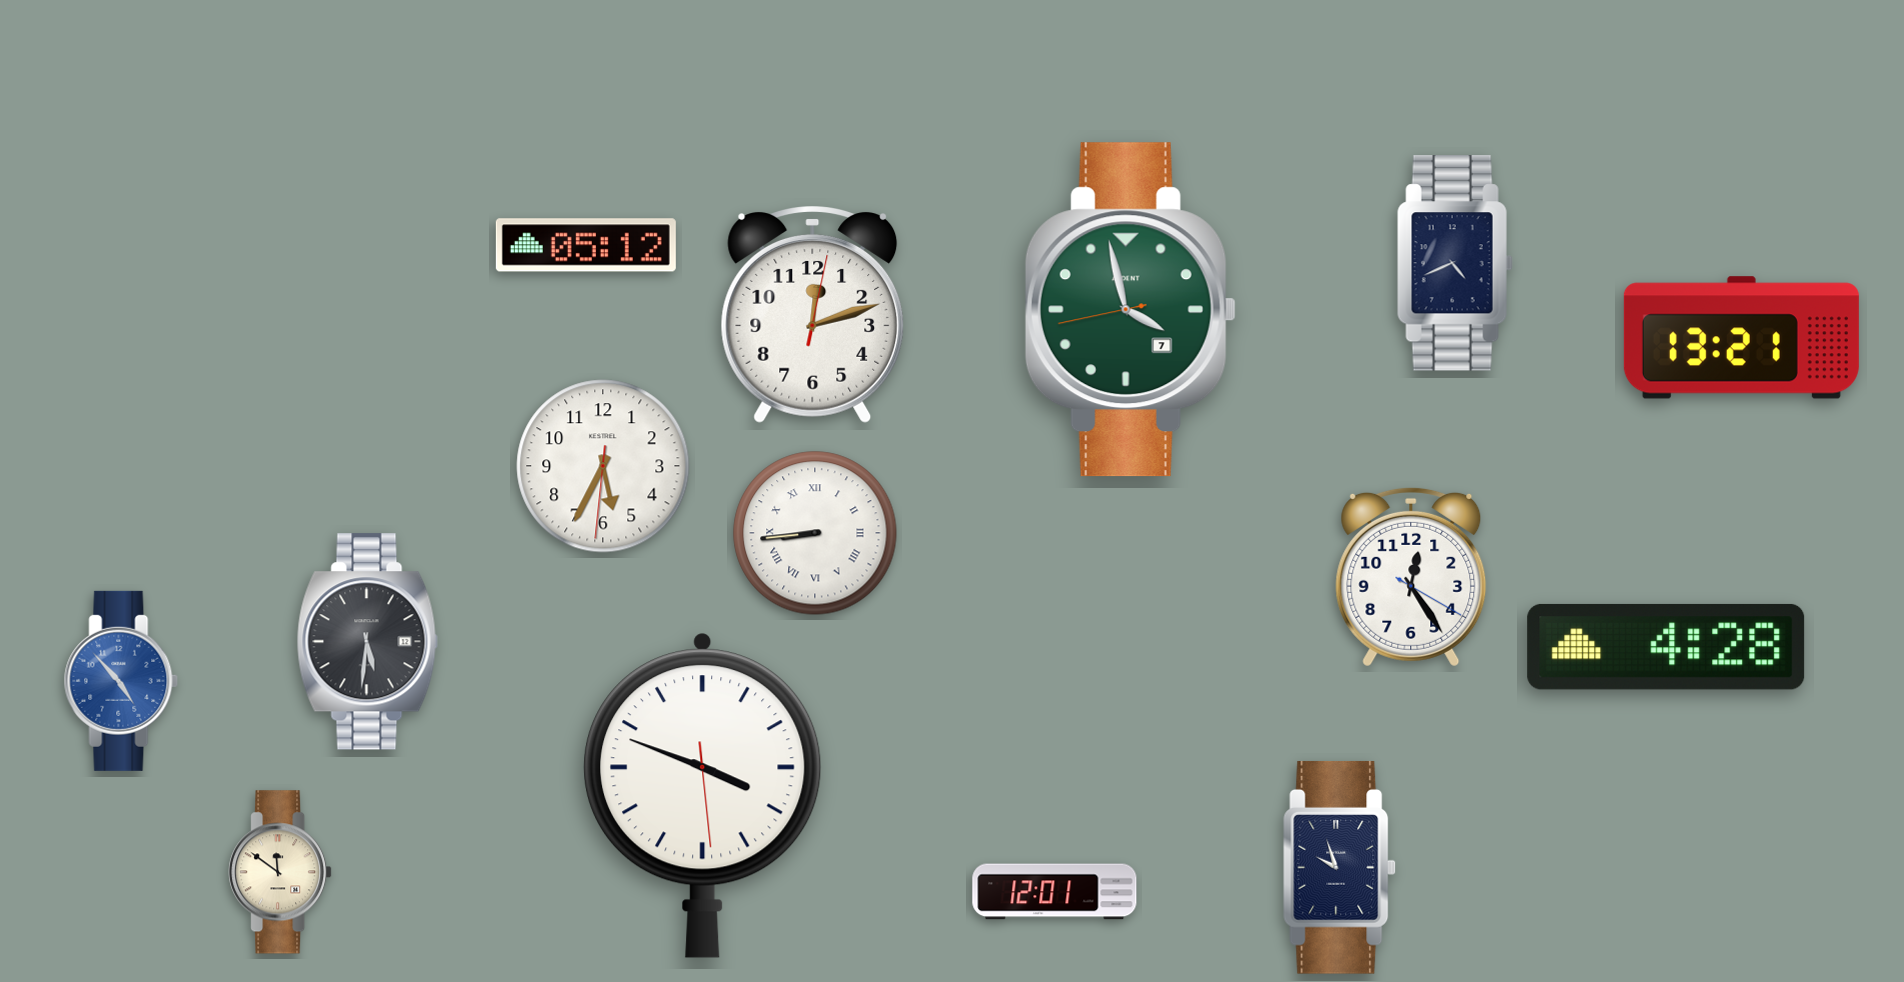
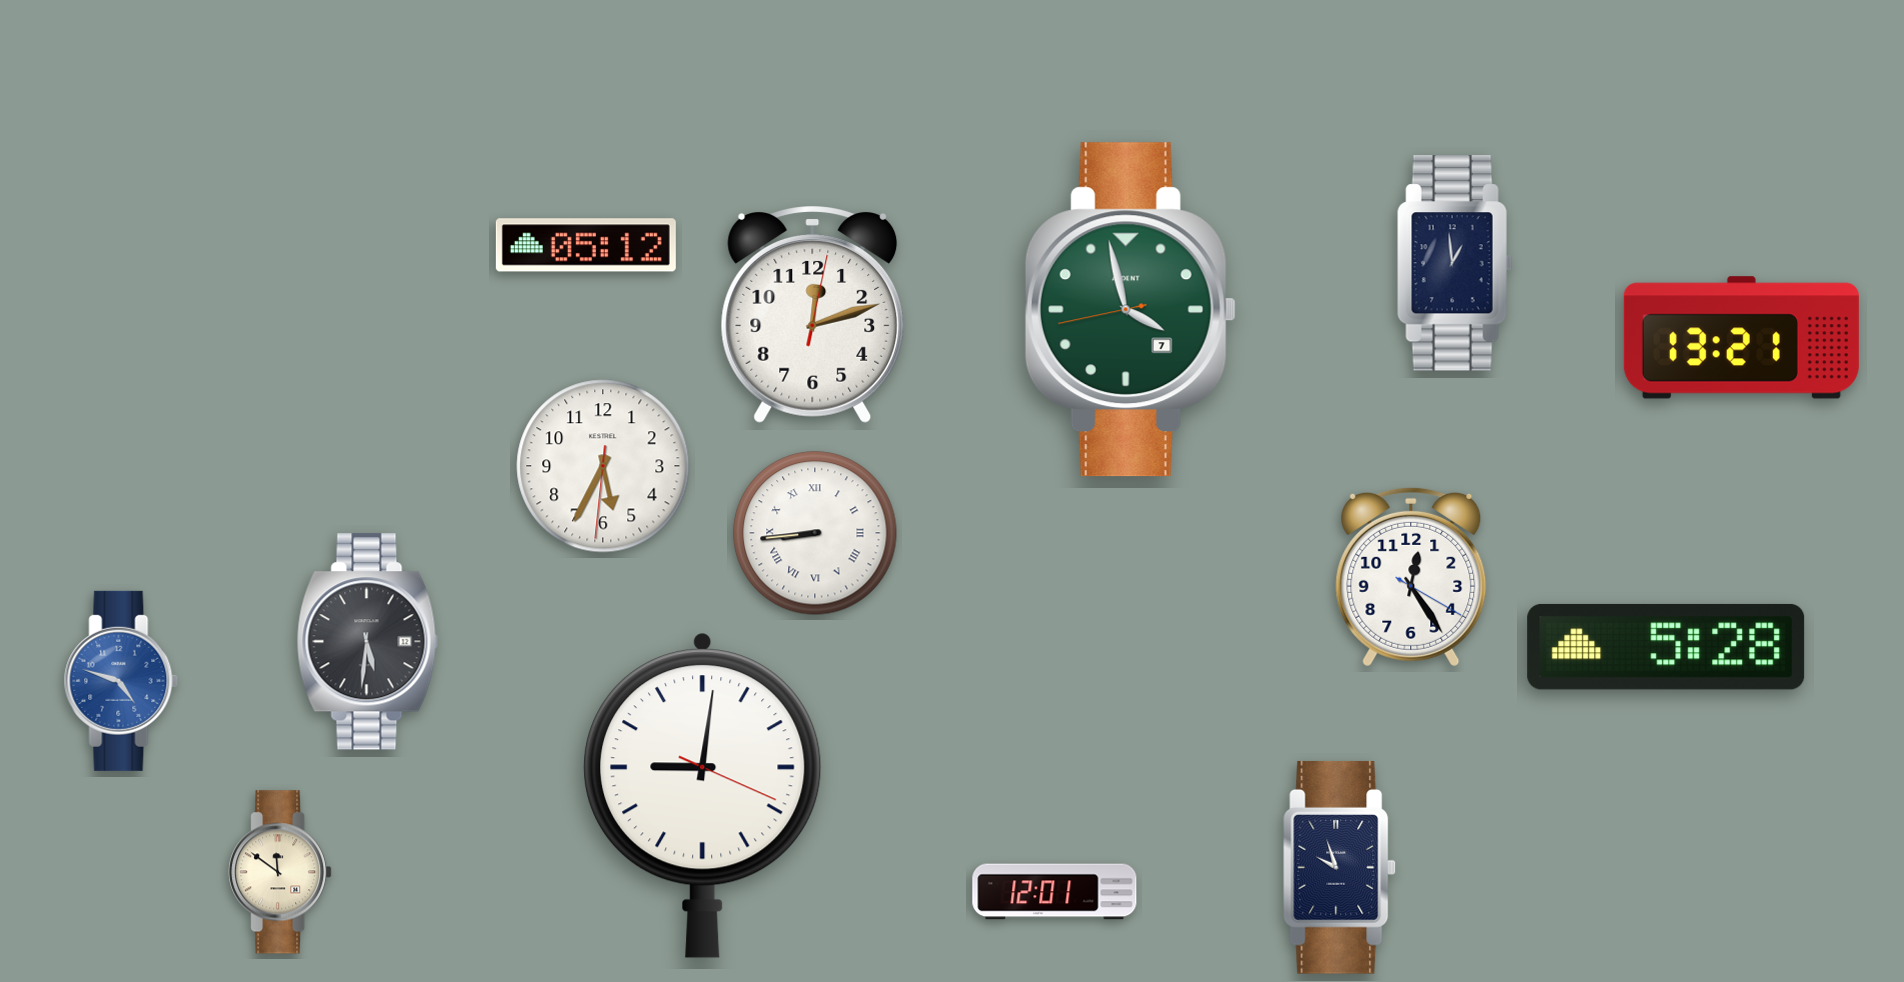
clock at (1455, 263): 4:41 -> 12:59
clock at (1666, 647): 4:28 -> 5:28
clock at (121, 681): 4:53 -> 4:48
clock at (703, 795): 3:48 -> 9:01
